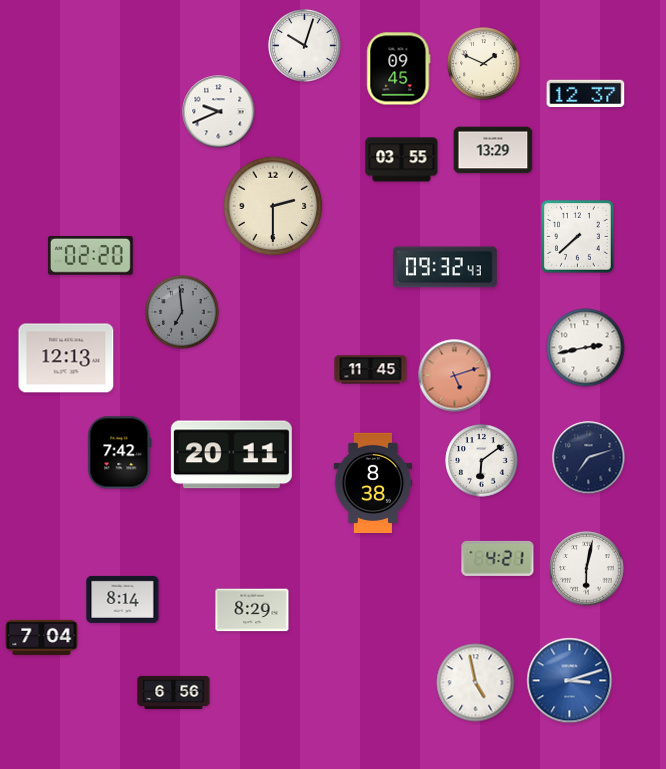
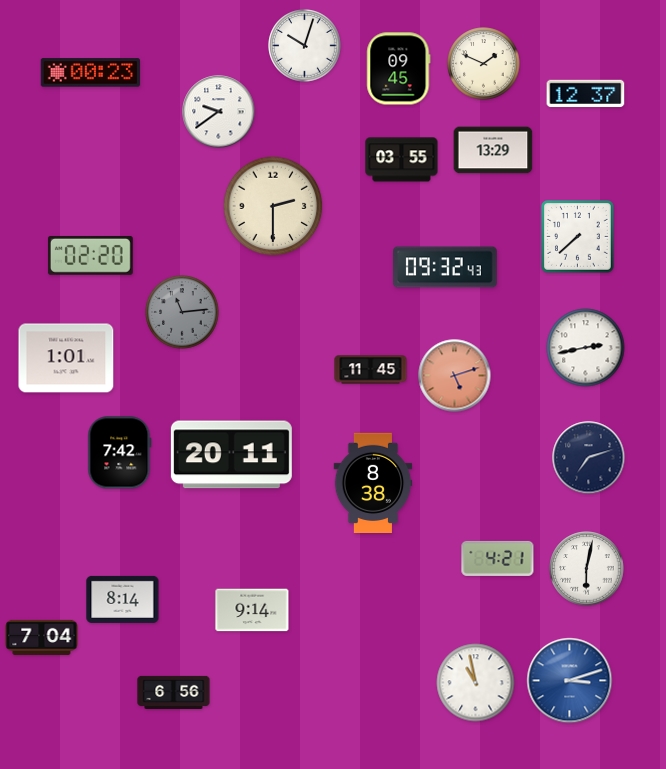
clock at (91, 73): none -> 00:23
clock at (219, 112): 9:41 -> 9:39
clock at (182, 312): 6:59 -> 11:14
clock at (66, 358): 12:13 -> 1:01
clock at (482, 461): 6:09 -> none
clock at (252, 610): 8:29 -> 9:14
clock at (476, 683): 4:58 -> 10:58
